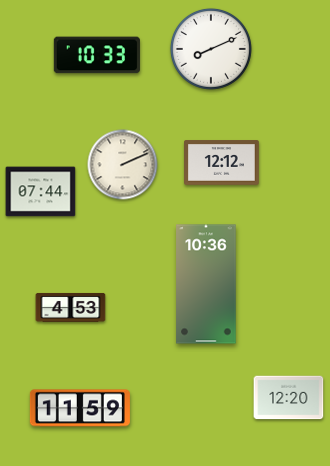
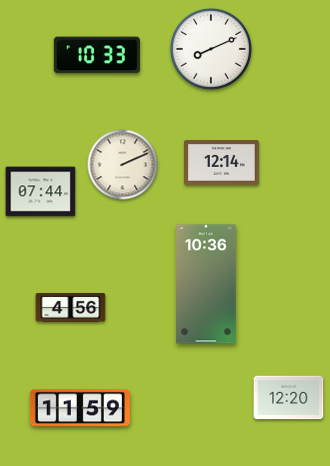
clock at (222, 163): 12:12 -> 12:14
clock at (71, 307): 4:53 -> 4:56
